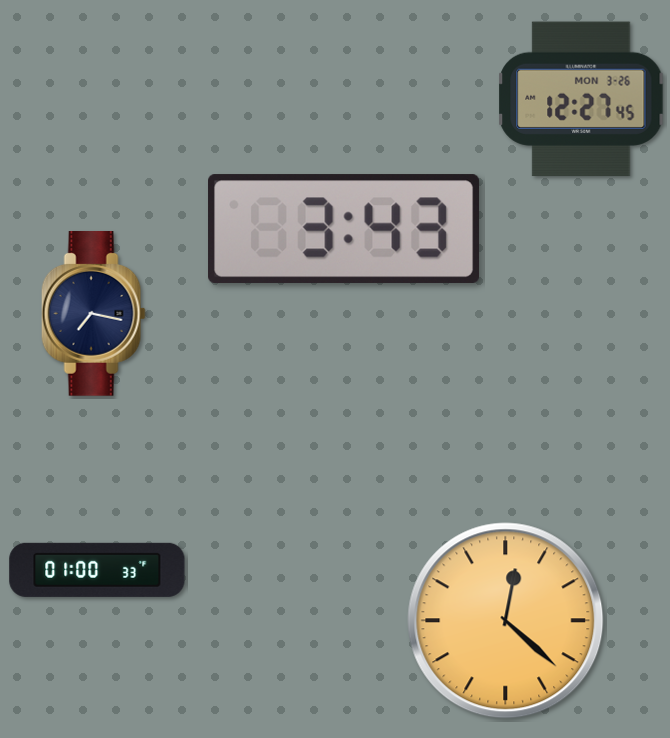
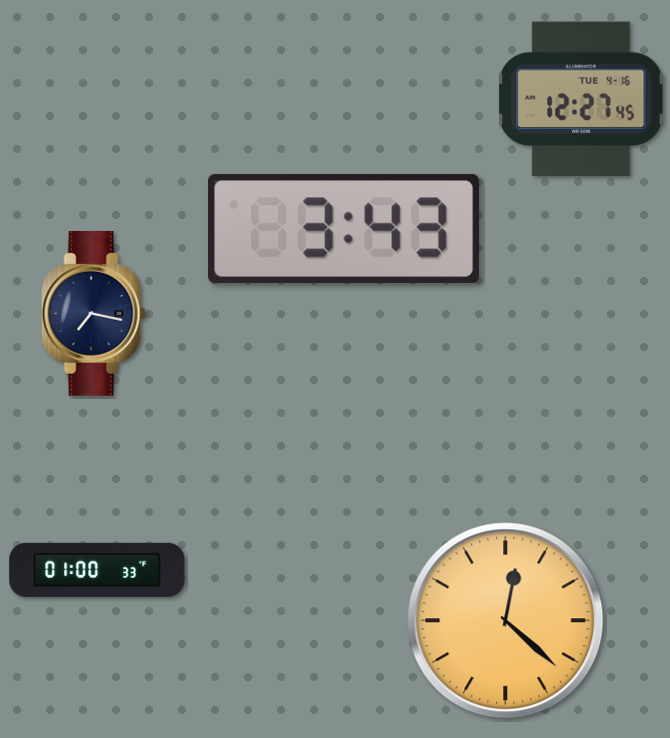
clock at (581, 99) date: MON 3-26 -> TUE 4-16
